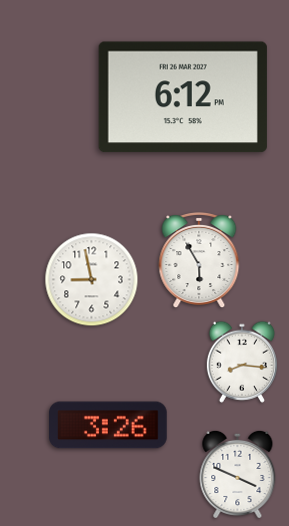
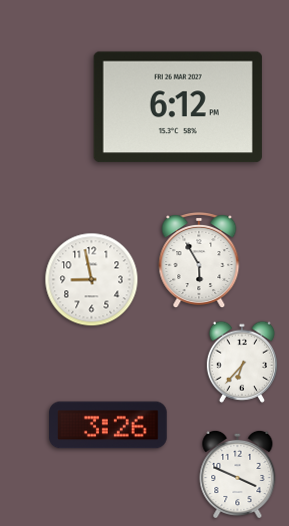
clock at (183, 97) position: (183, 97) -> (178, 107)
clock at (242, 362): 8:16 -> 6:37
